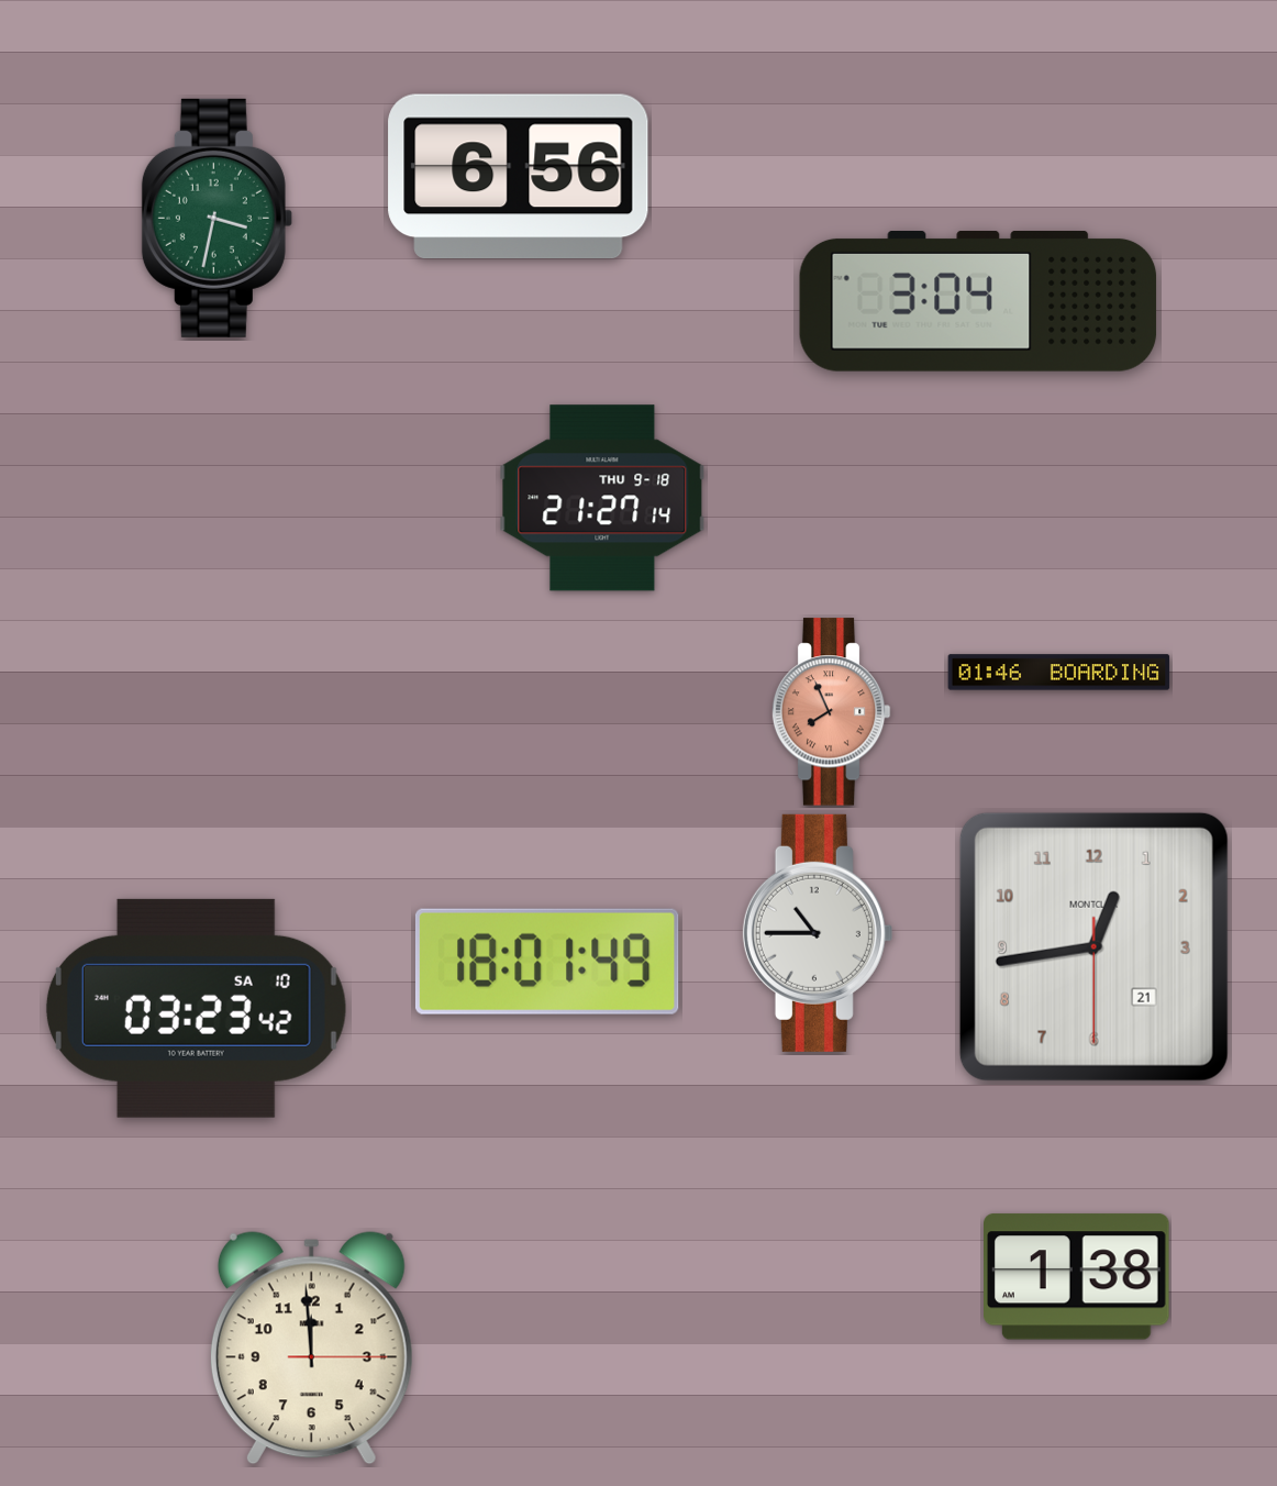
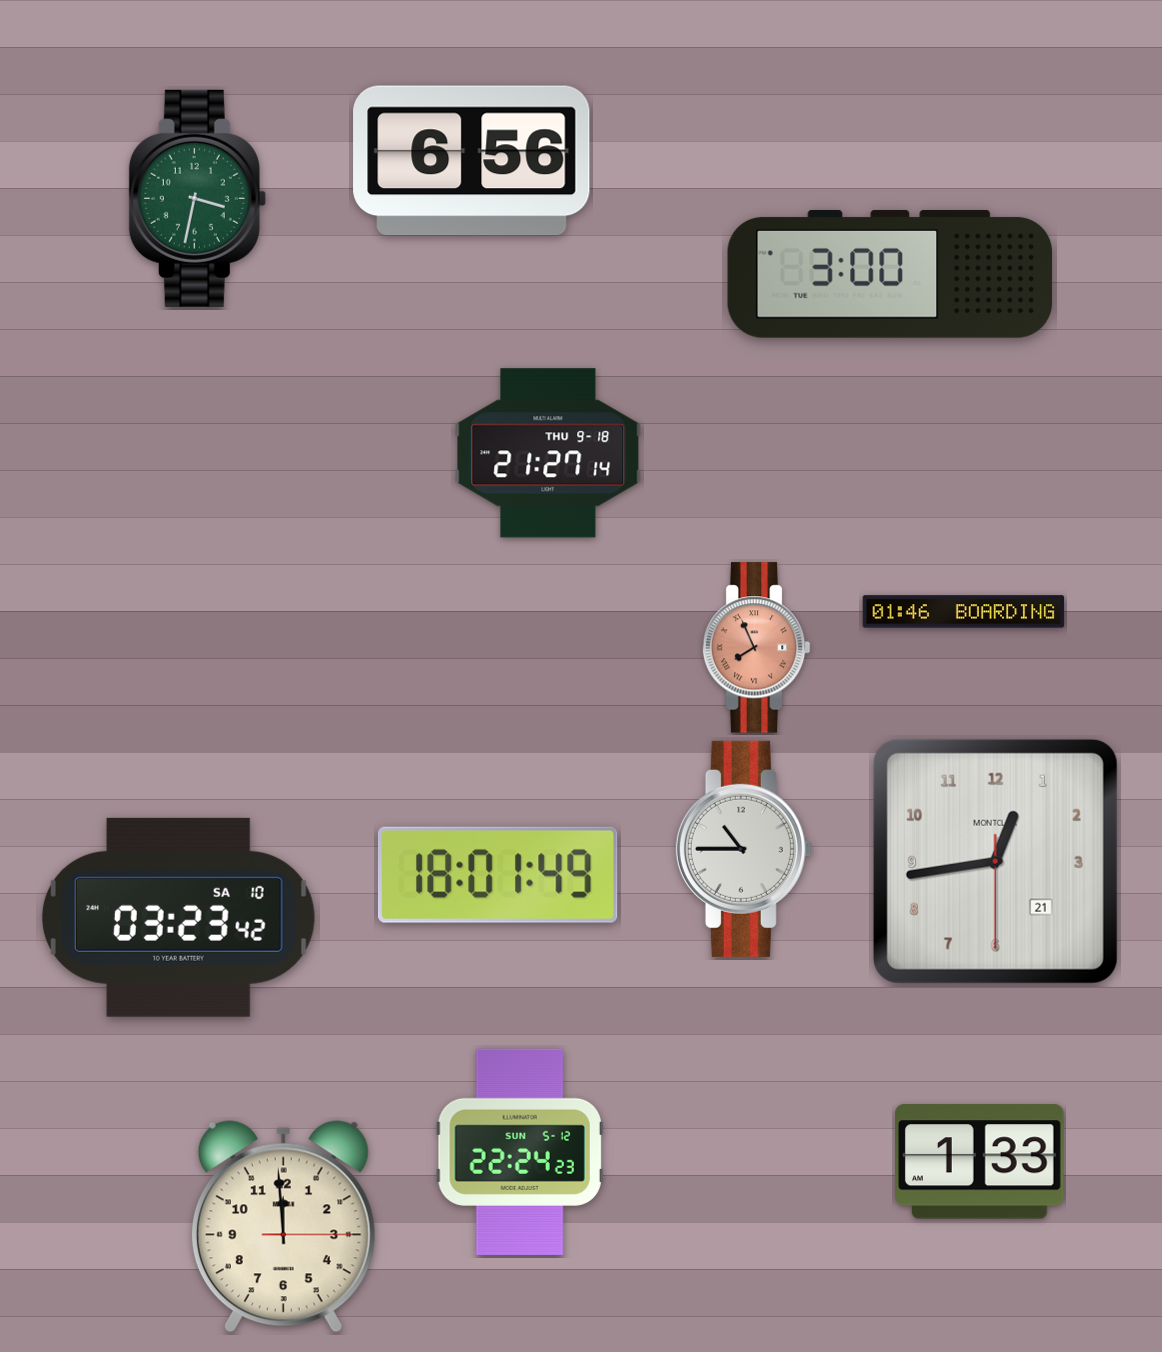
clock at (978, 301): 3:04 -> 3:00
clock at (520, 1152): none -> 22:24
clock at (1077, 1277): 1:38 -> 1:33
